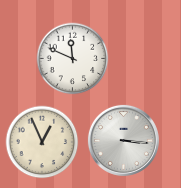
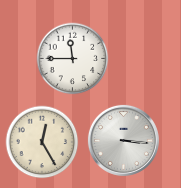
clock at (73, 59): 11:49 -> 11:45
clock at (42, 142): 12:56 -> 12:25
